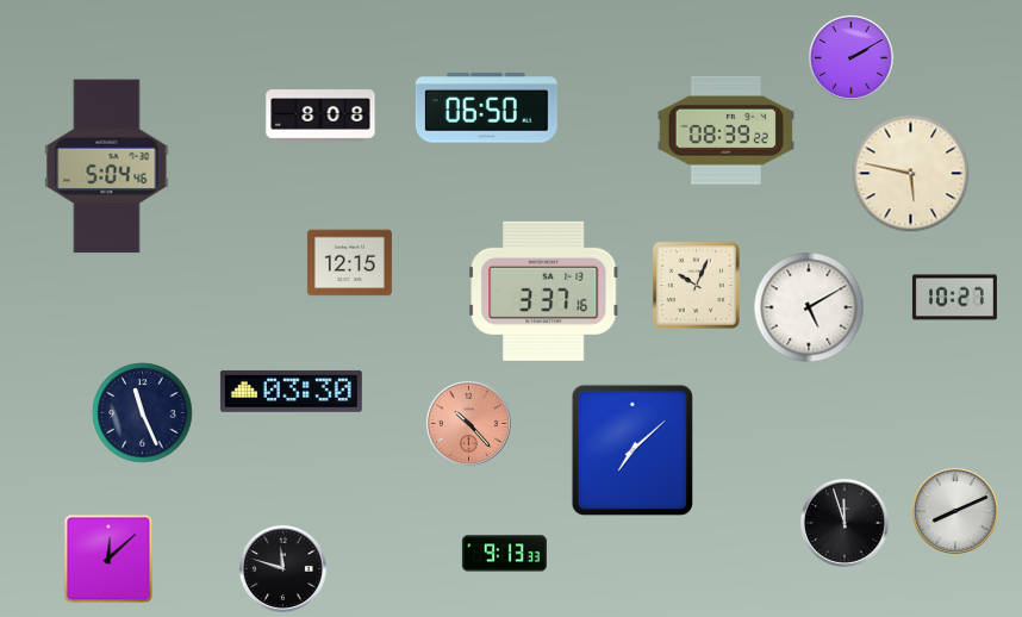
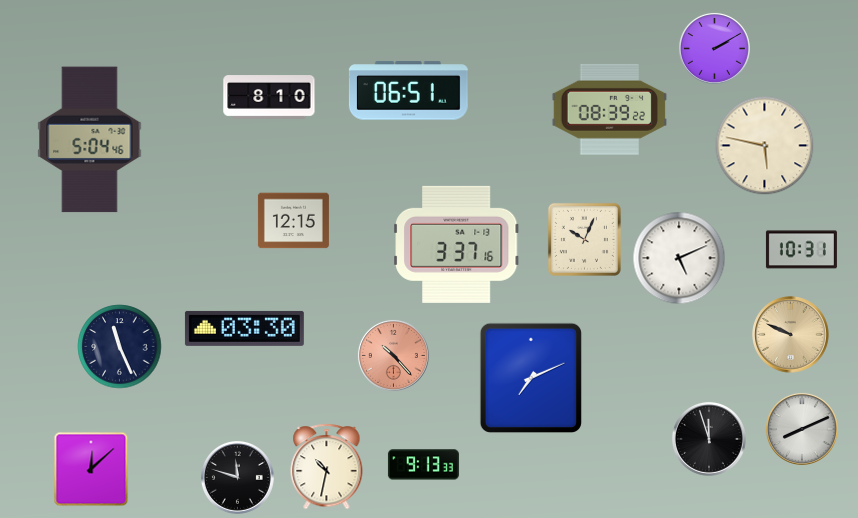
clock at (486, 108): 06:50 -> 06:51
clock at (320, 116): 8:08 -> 8:10
clock at (954, 298): 10:27 -> 10:31
clock at (809, 307): 5:10 -> 5:11
clock at (791, 335): none -> 9:49
clock at (632, 449): 7:08 -> 7:11
clock at (327, 467): none -> 10:32
